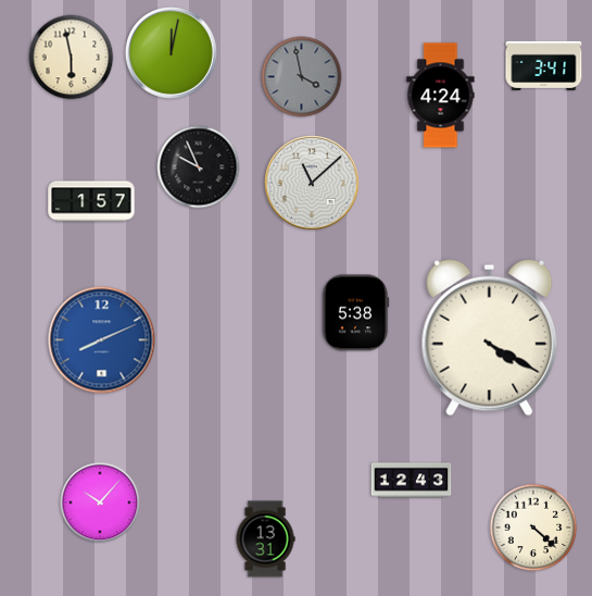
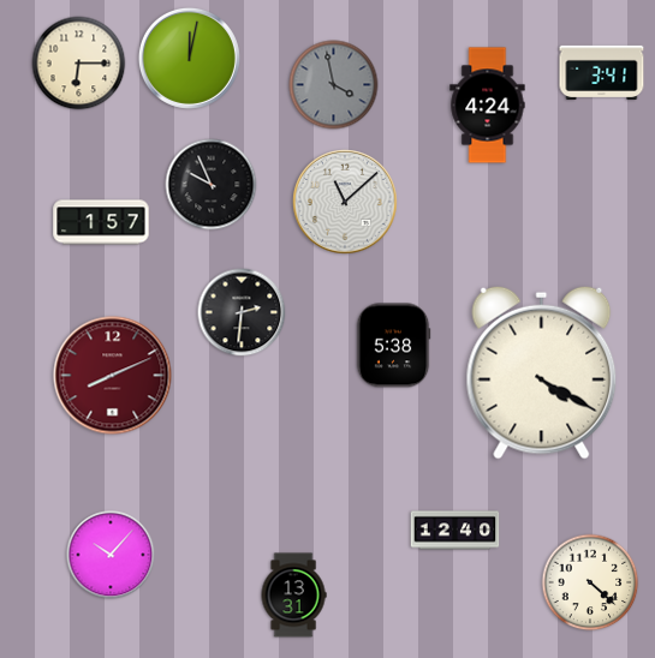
clock at (72, 58): 5:58 -> 6:15
clock at (199, 167) position: (199, 167) -> (212, 185)
clock at (242, 312): none -> 2:31
clock at (102, 340) dial: blue -> burgundy
clock at (412, 481): 12:43 -> 12:40
